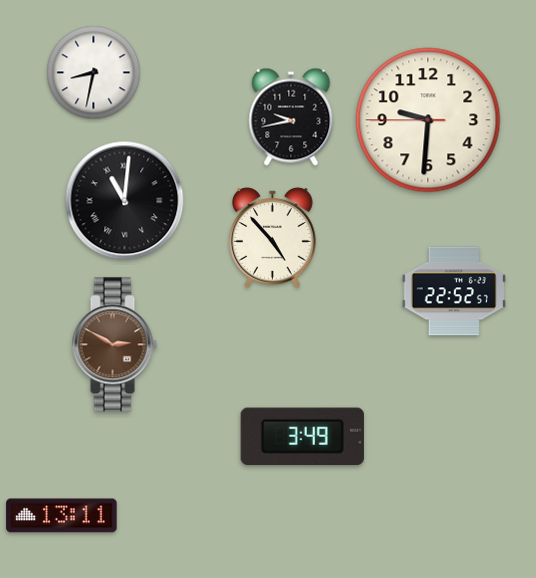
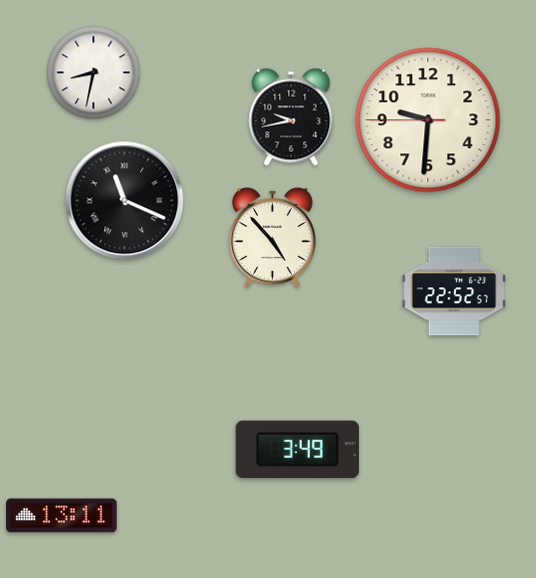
clock at (125, 201): 11:01 -> 11:19
clock at (114, 345): 2:50 -> none
clock at (302, 437) position: (302, 437) -> (297, 450)
